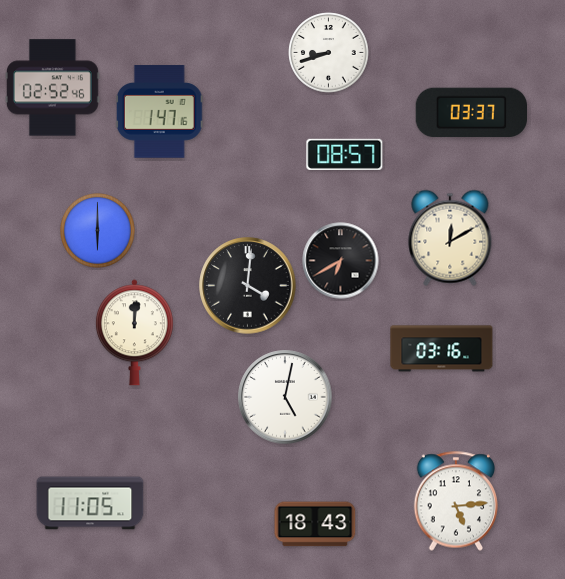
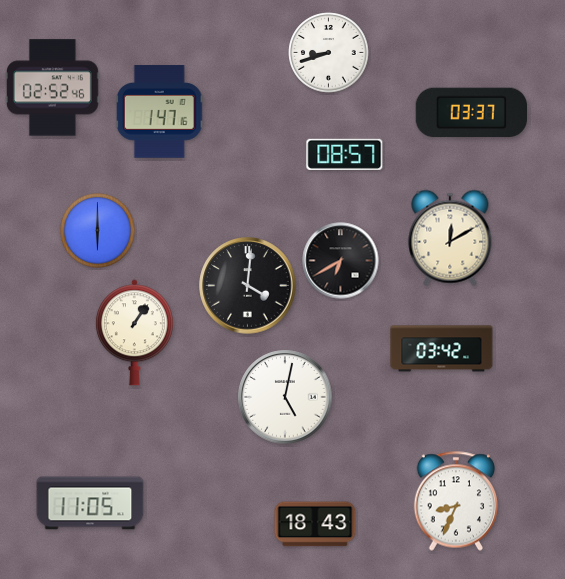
clock at (134, 333): 12:01 -> 1:06
clock at (442, 349): 03:16 -> 03:42
clock at (455, 501): 5:14 -> 8:34
